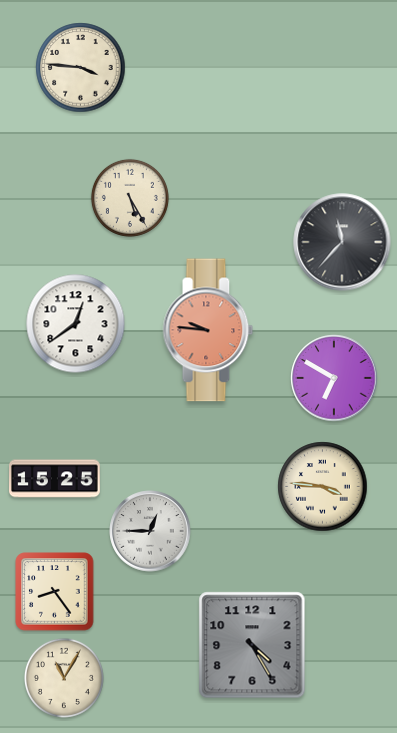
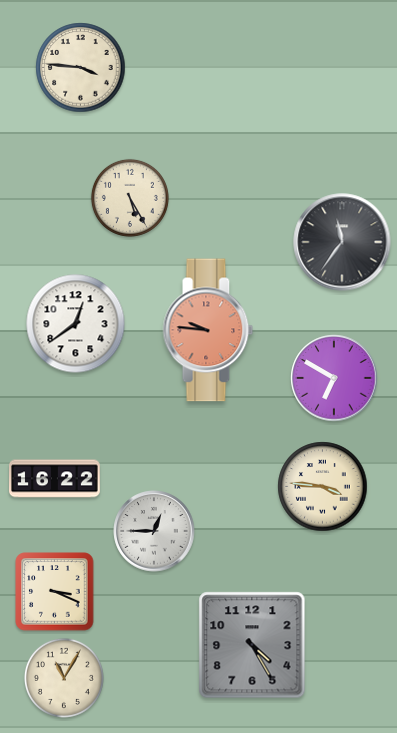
clock at (342, 242): 11:37 -> 11:36
clock at (55, 479): 15:25 -> 16:22
clock at (150, 531) position: (150, 531) -> (154, 531)
clock at (55, 592): 8:24 -> 3:19
